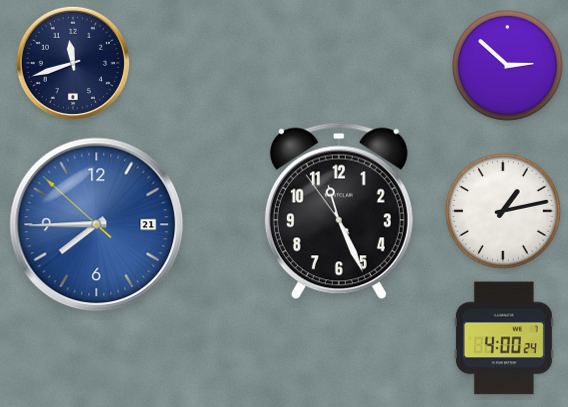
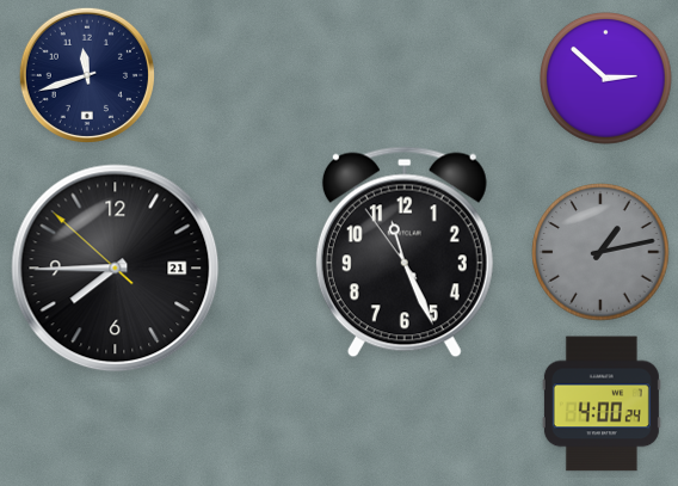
clock at (503, 211) dial: white -> grey
clock at (97, 225) dial: blue -> black
